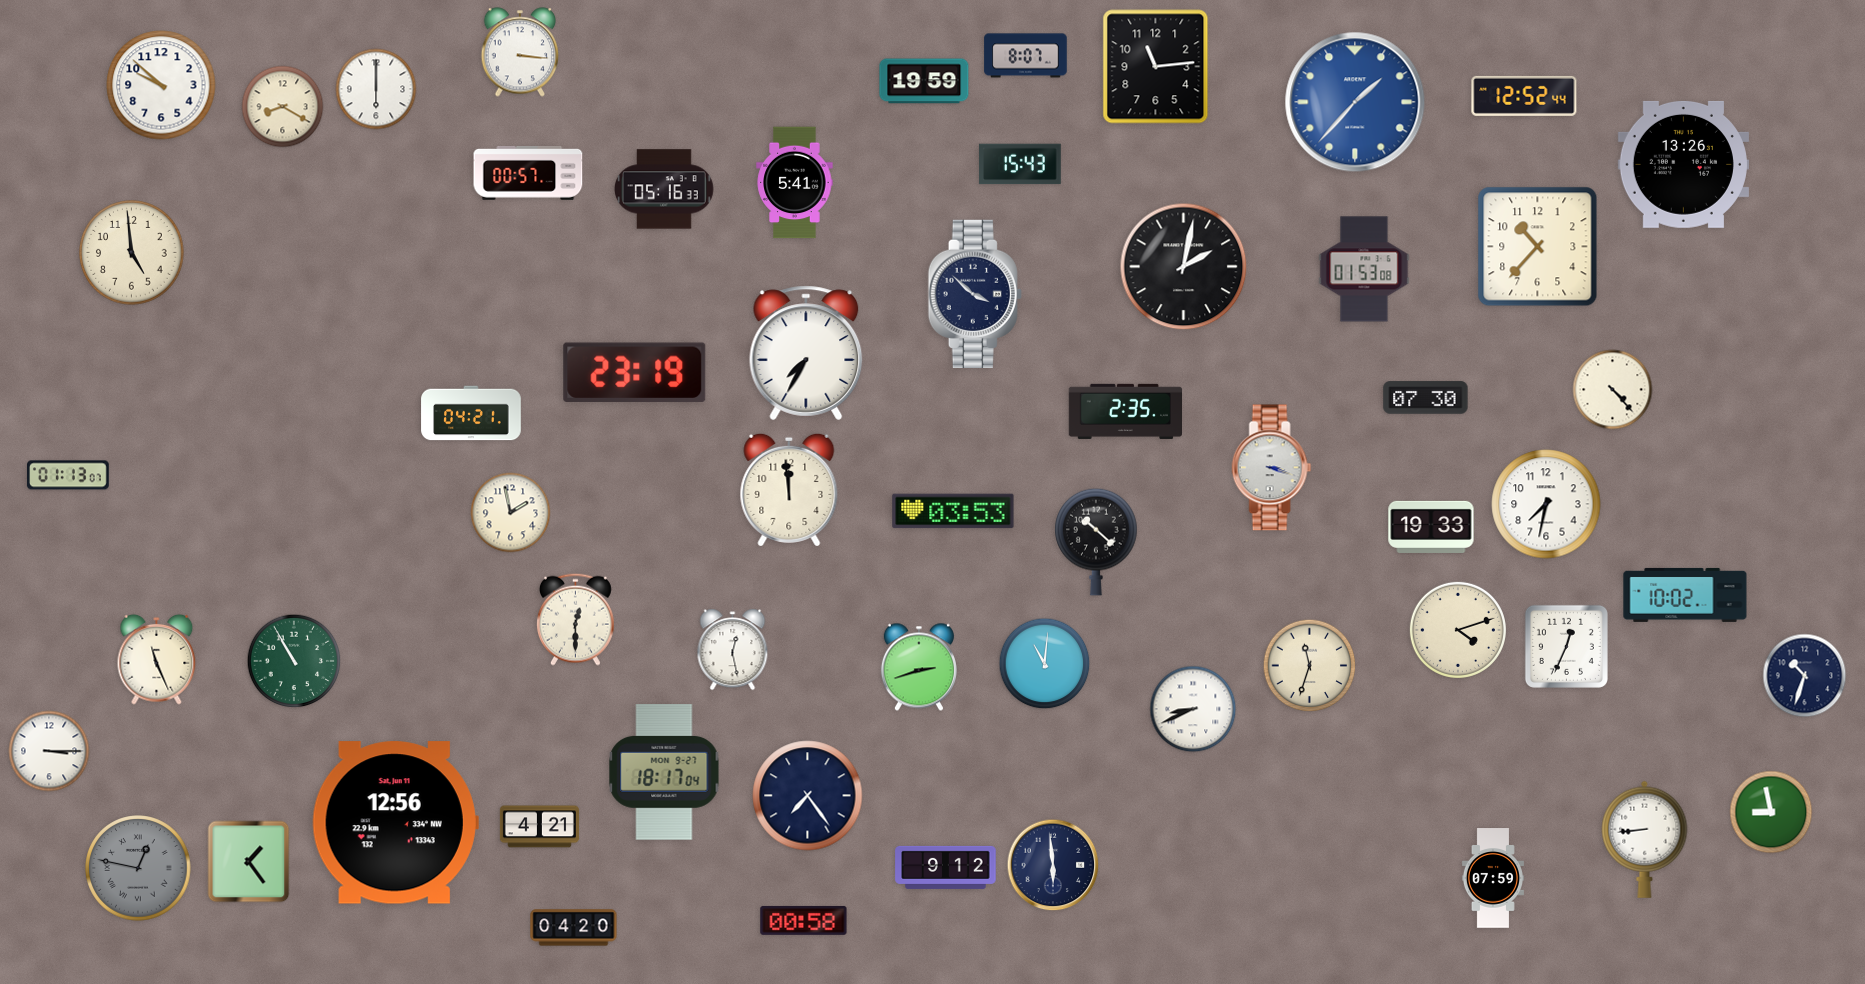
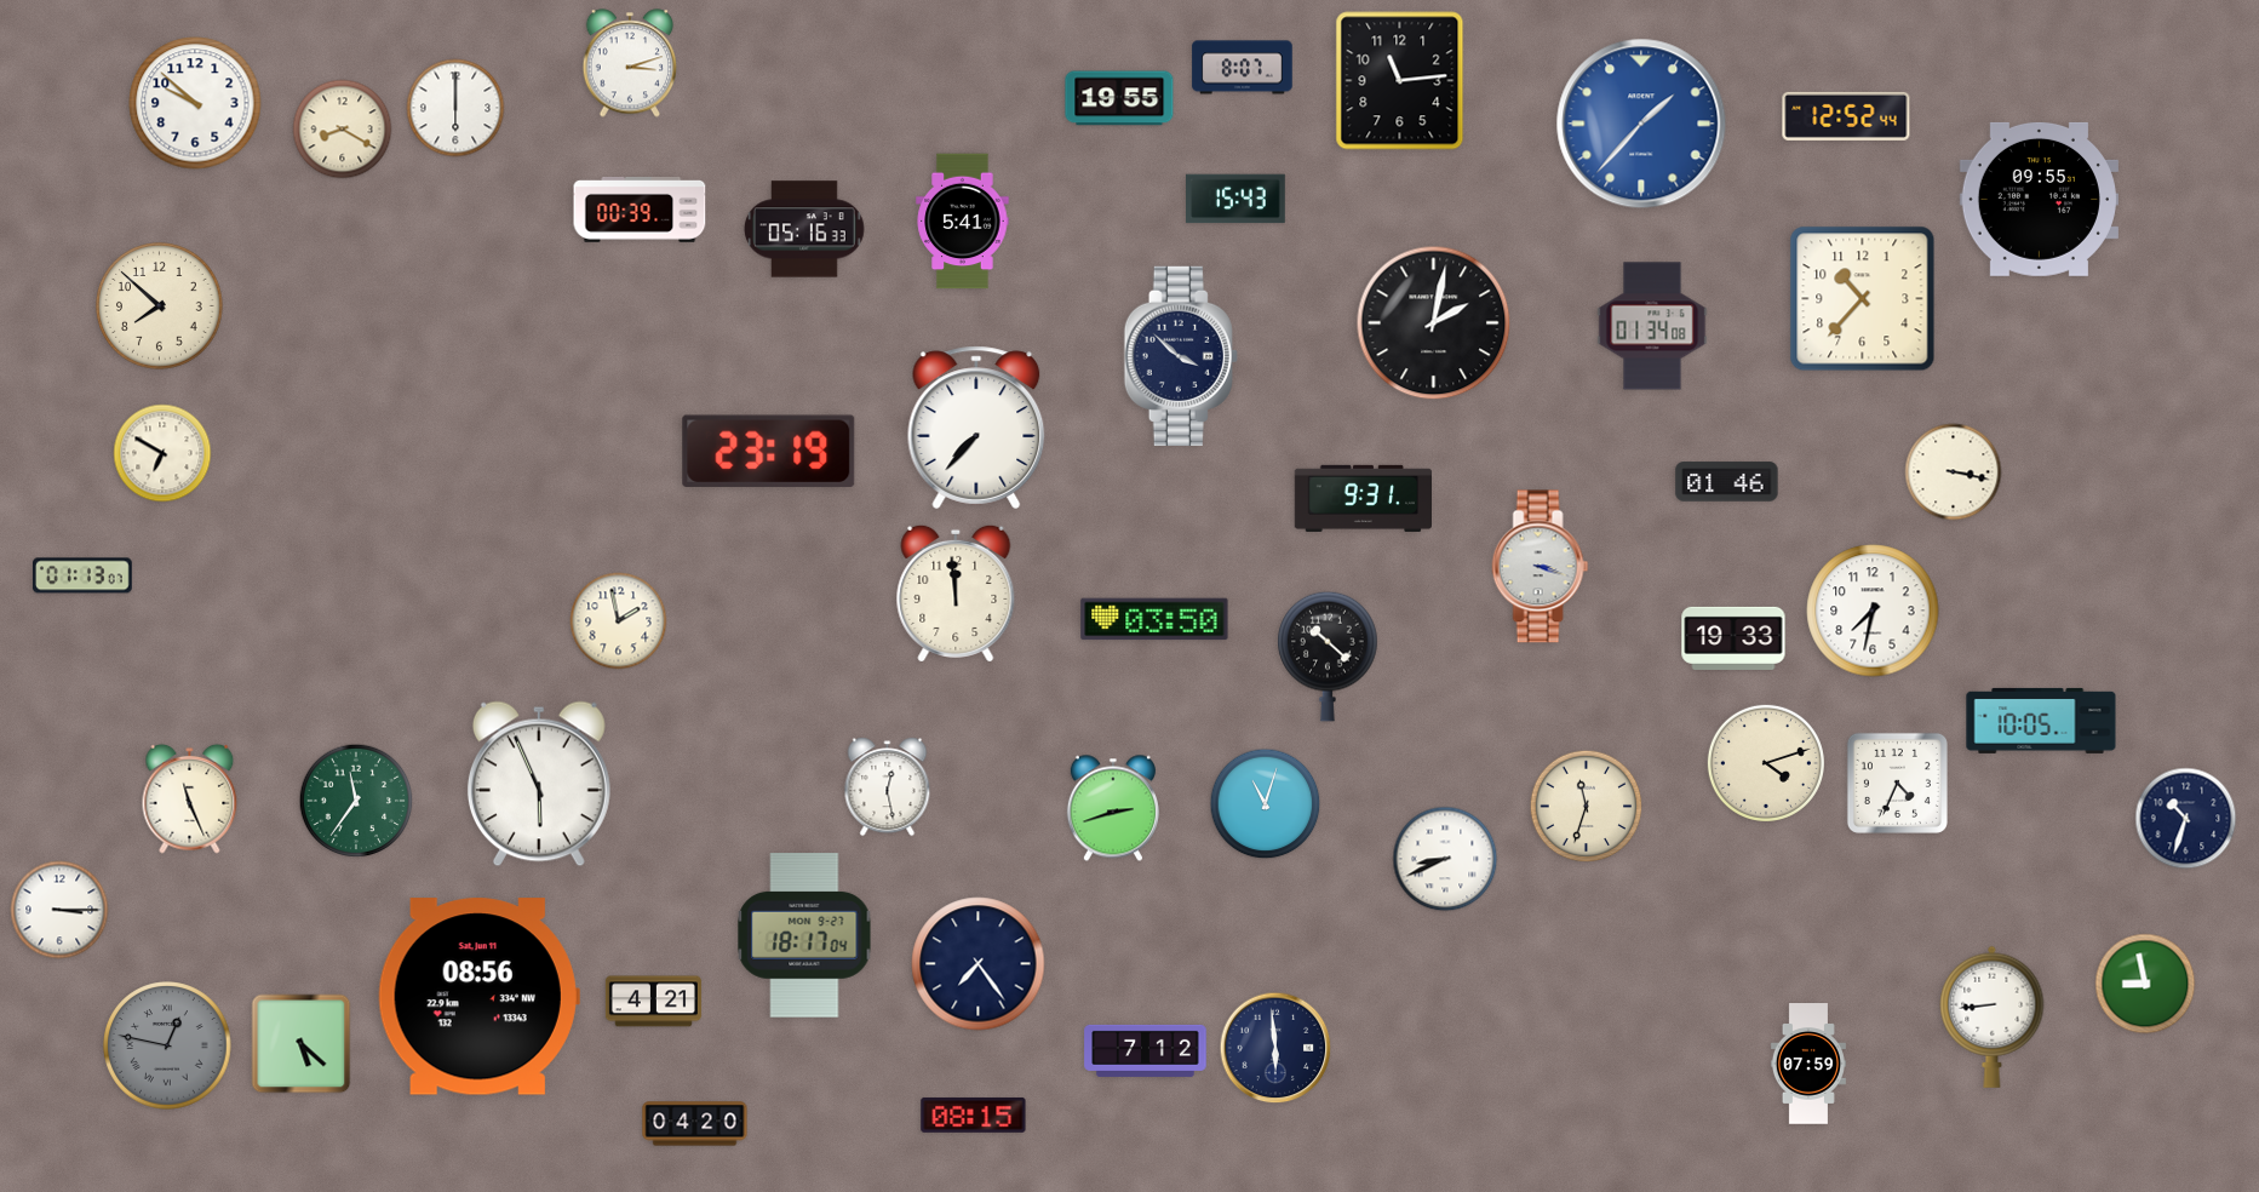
clock at (520, 52): 3:16 -> 3:12
clock at (924, 81): 19:59 -> 19:55
clock at (1683, 164): 13:26 -> 09:55
clock at (528, 173): 00:57 -> 00:39
clock at (132, 253): 4:59 -> 7:52
clock at (1364, 269): 01:53 -> 01:34
clock at (806, 353): 7:35 -> 7:37
clock at (162, 453): none -> 6:50
clock at (1613, 390): 4:23 -> 3:17
clock at (1426, 398): 07:30 -> 01:46
clock at (1125, 411): 2:35 -> 9:31
clock at (471, 413): 04:21 -> none
clock at (953, 511): 03:53 -> 03:50
clock at (1685, 595): 10:02 -> 10:05
clock at (575, 619): 12:30 -> none
clock at (1566, 646): 12:34 -> 4:34
clock at (539, 784): none -> 5:56
clock at (294, 661): 10:55 -> 11:36
clock at (1045, 664): 11:01 -> 11:03
clock at (395, 823): 12:56 -> 08:56
clock at (249, 862): 1:24 -> 5:22
clock at (946, 867): 9:12 -> 7:12
clock at (138, 868) position: (138, 868) -> (167, 1045)
clock at (804, 921): 00:58 -> 08:15
